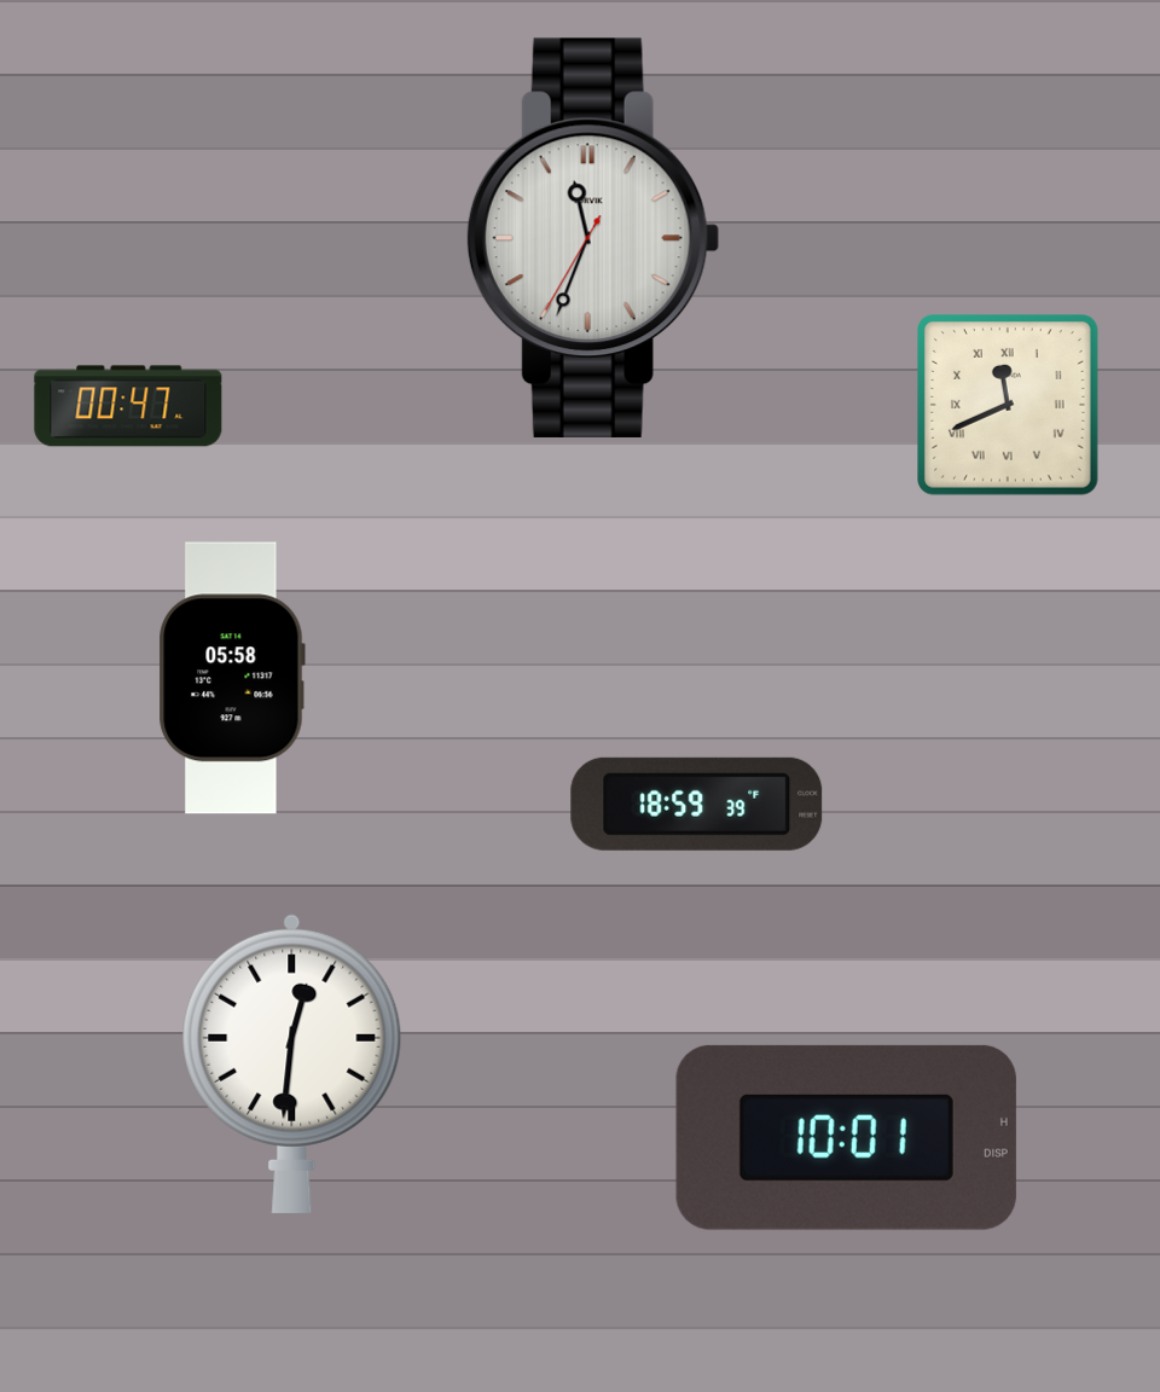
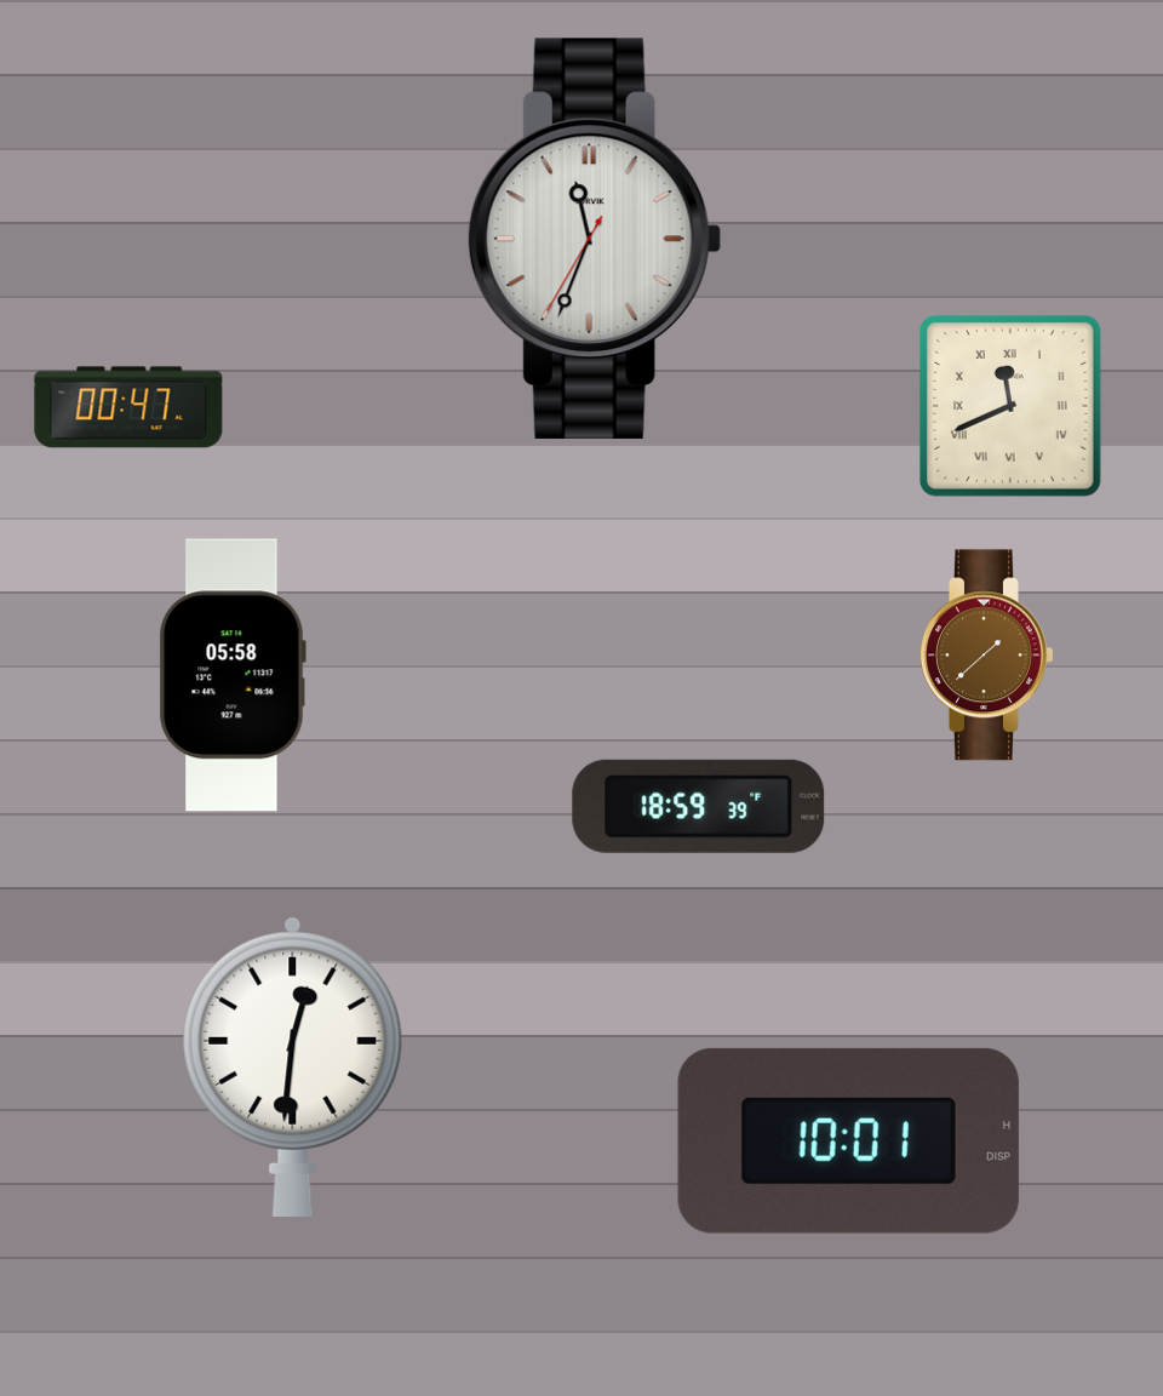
clock at (987, 656): none -> 1:38
clock at (232, 678) position: (232, 678) -> (233, 675)
